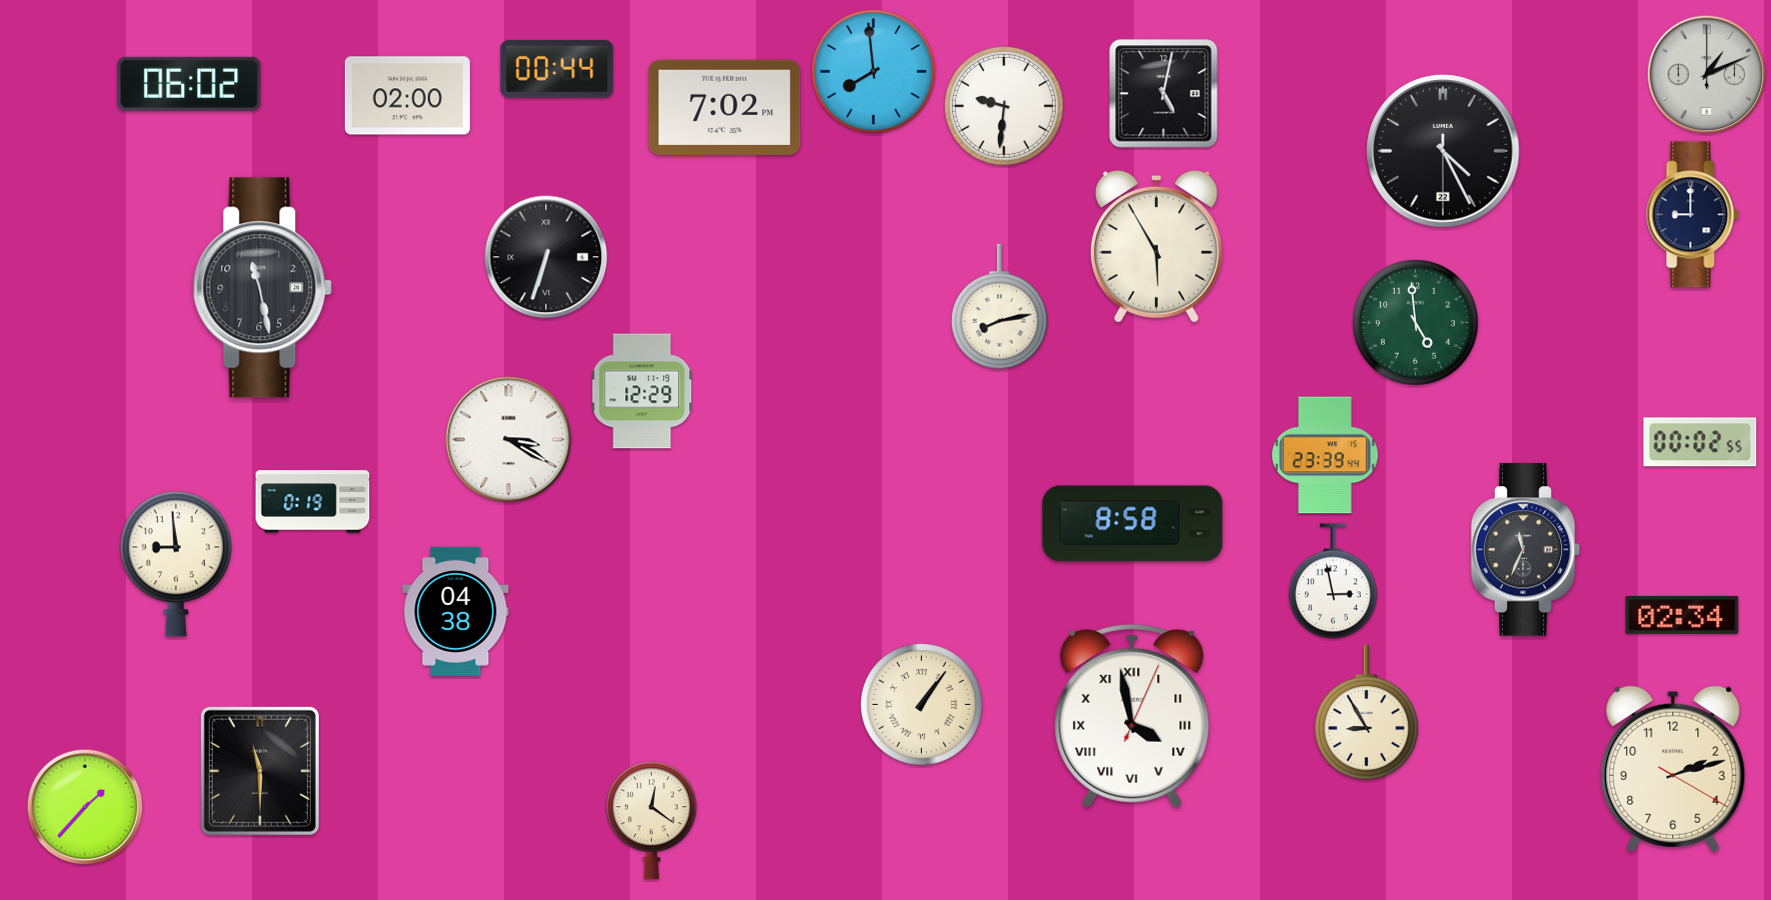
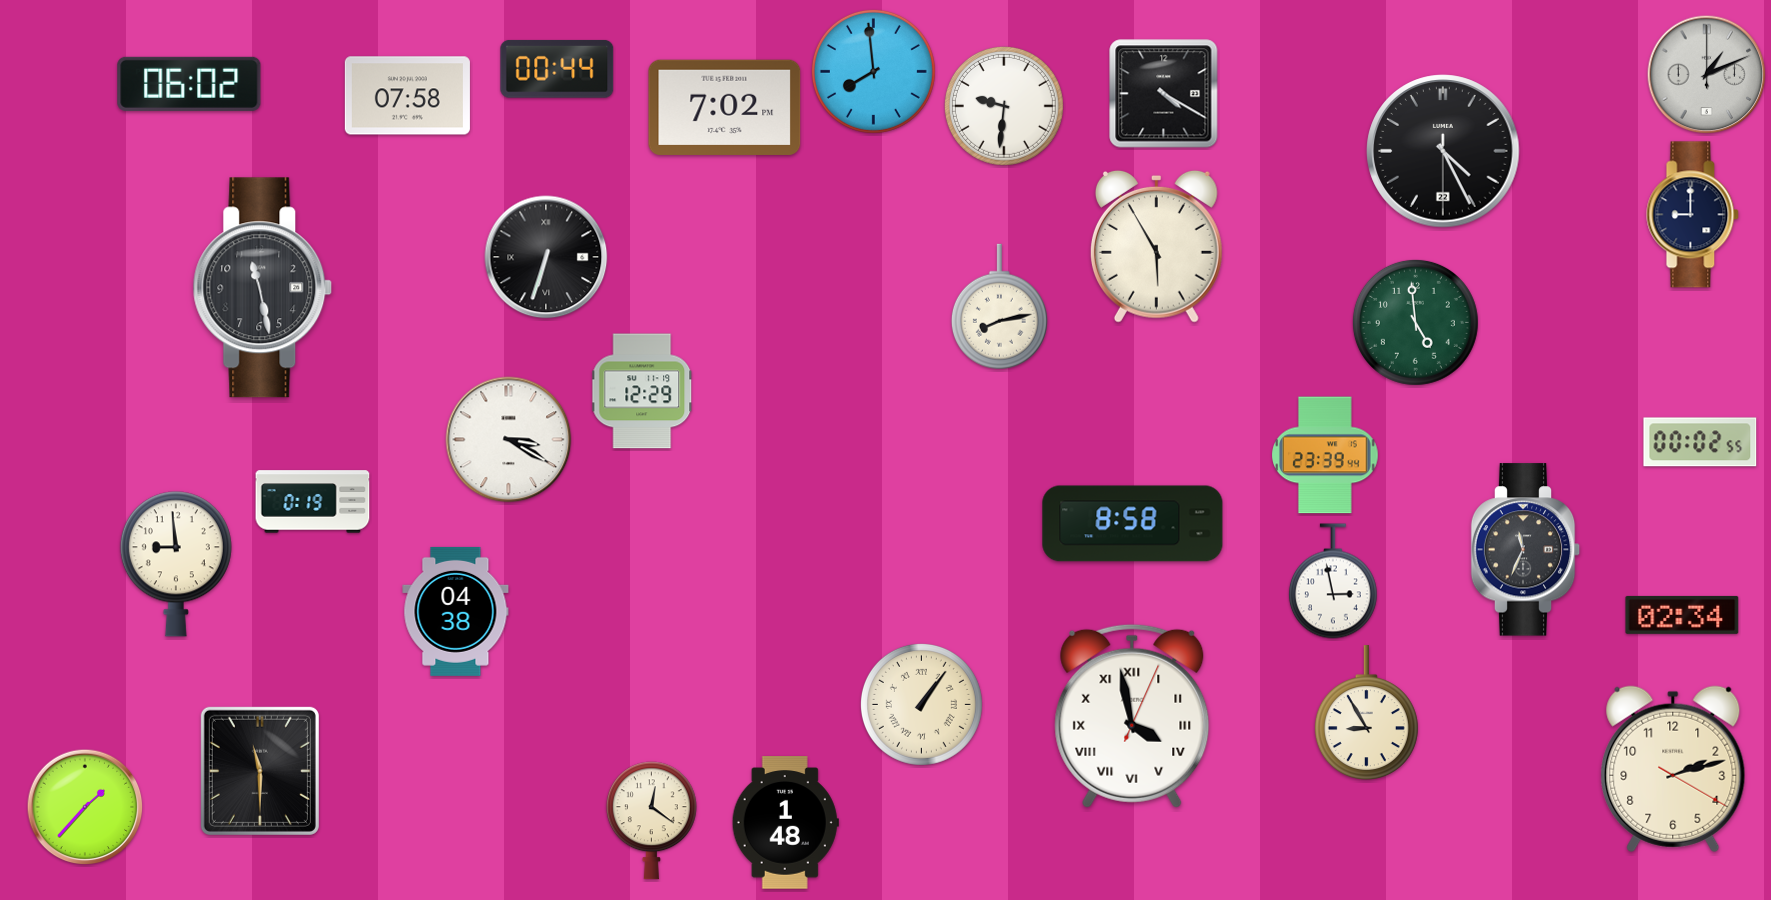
clock at (1164, 94): 5:02 -> 4:20
clock at (407, 96): 02:00 -> 07:58
clock at (785, 823): none -> 1:48
